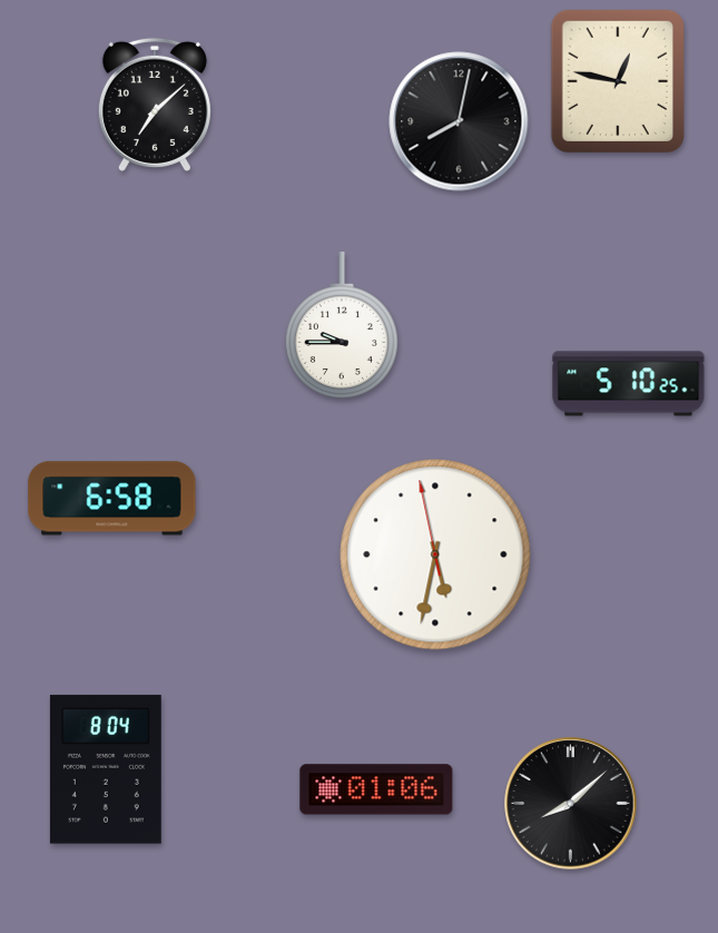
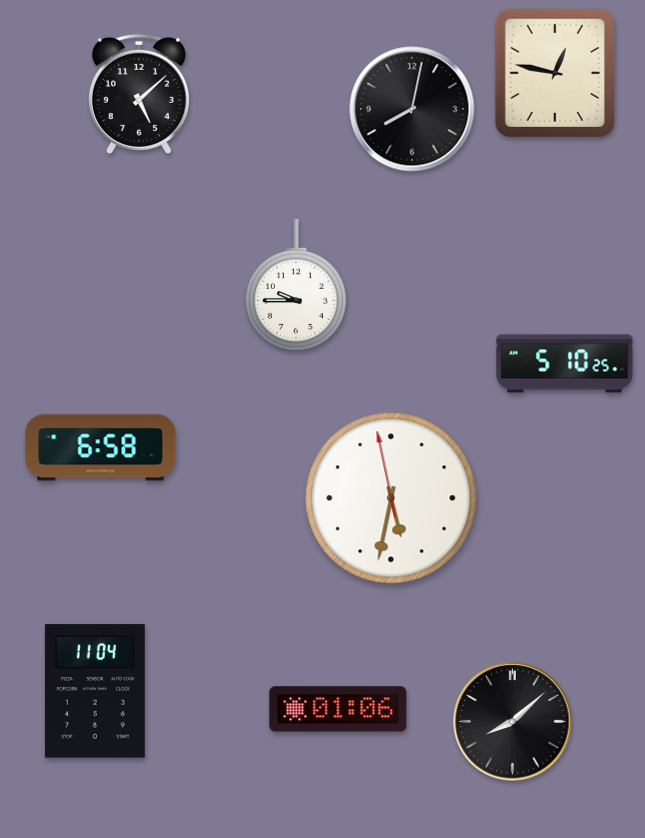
clock at (155, 105): 7:08 -> 5:08
clock at (342, 326) position: (342, 326) -> (296, 286)
clock at (629, 384) position: (629, 384) -> (565, 364)
clock at (106, 769): 8:04 -> 11:04
